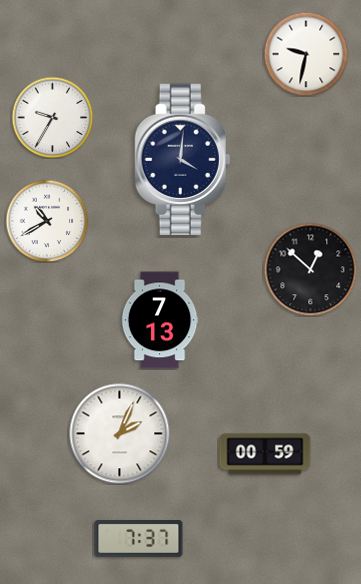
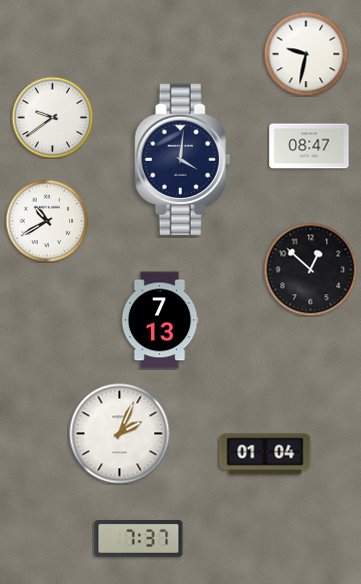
clock at (52, 117): 9:35 -> 9:39
clock at (309, 146): none -> 08:47
clock at (265, 454): 00:59 -> 01:04
